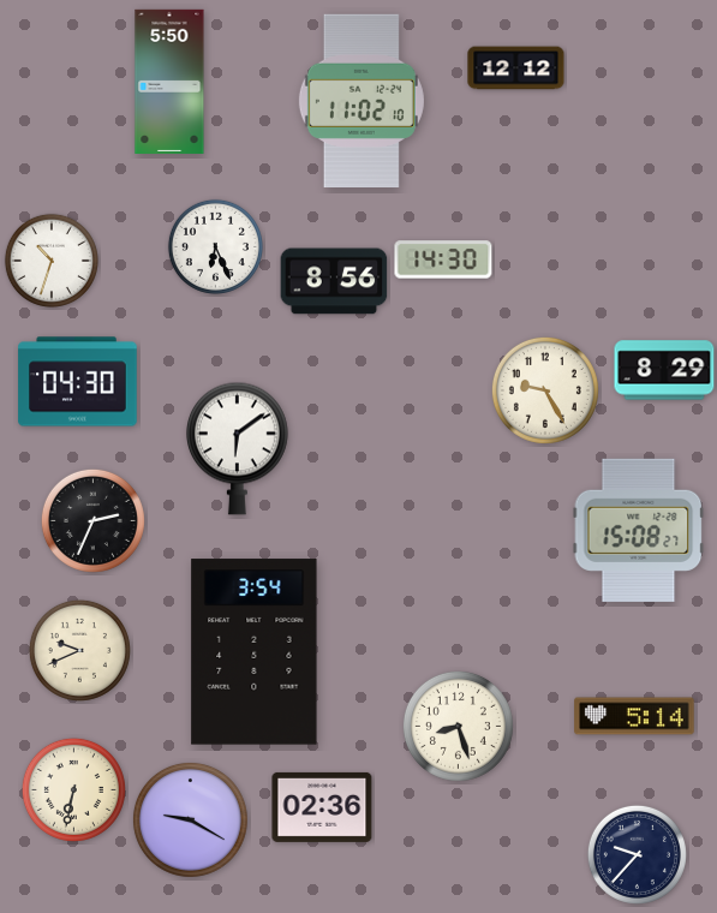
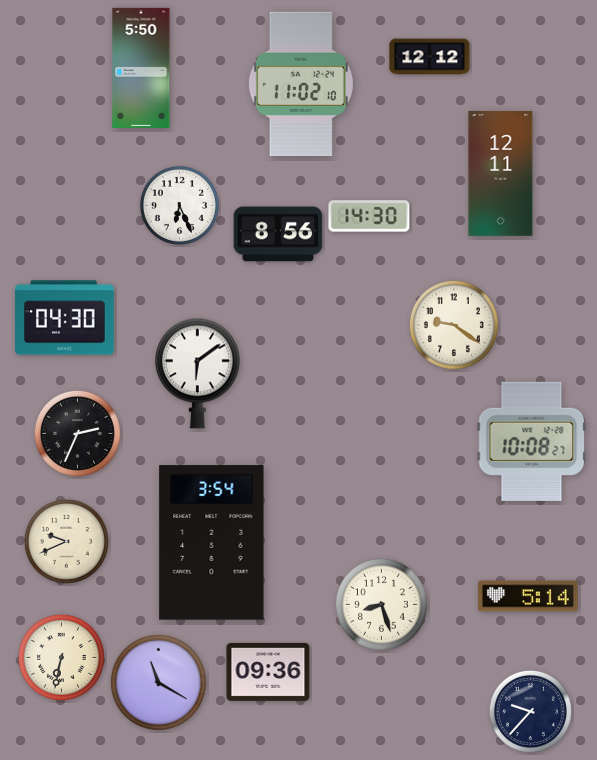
clock at (501, 174): none -> 12:11
clock at (52, 261): 10:33 -> none
clock at (664, 370): 8:29 -> none
clock at (545, 390): 9:25 -> 9:21
clock at (639, 530): 15:08 -> 10:08
clock at (322, 807): 02:36 -> 09:36
clock at (190, 819): 9:20 -> 11:20
